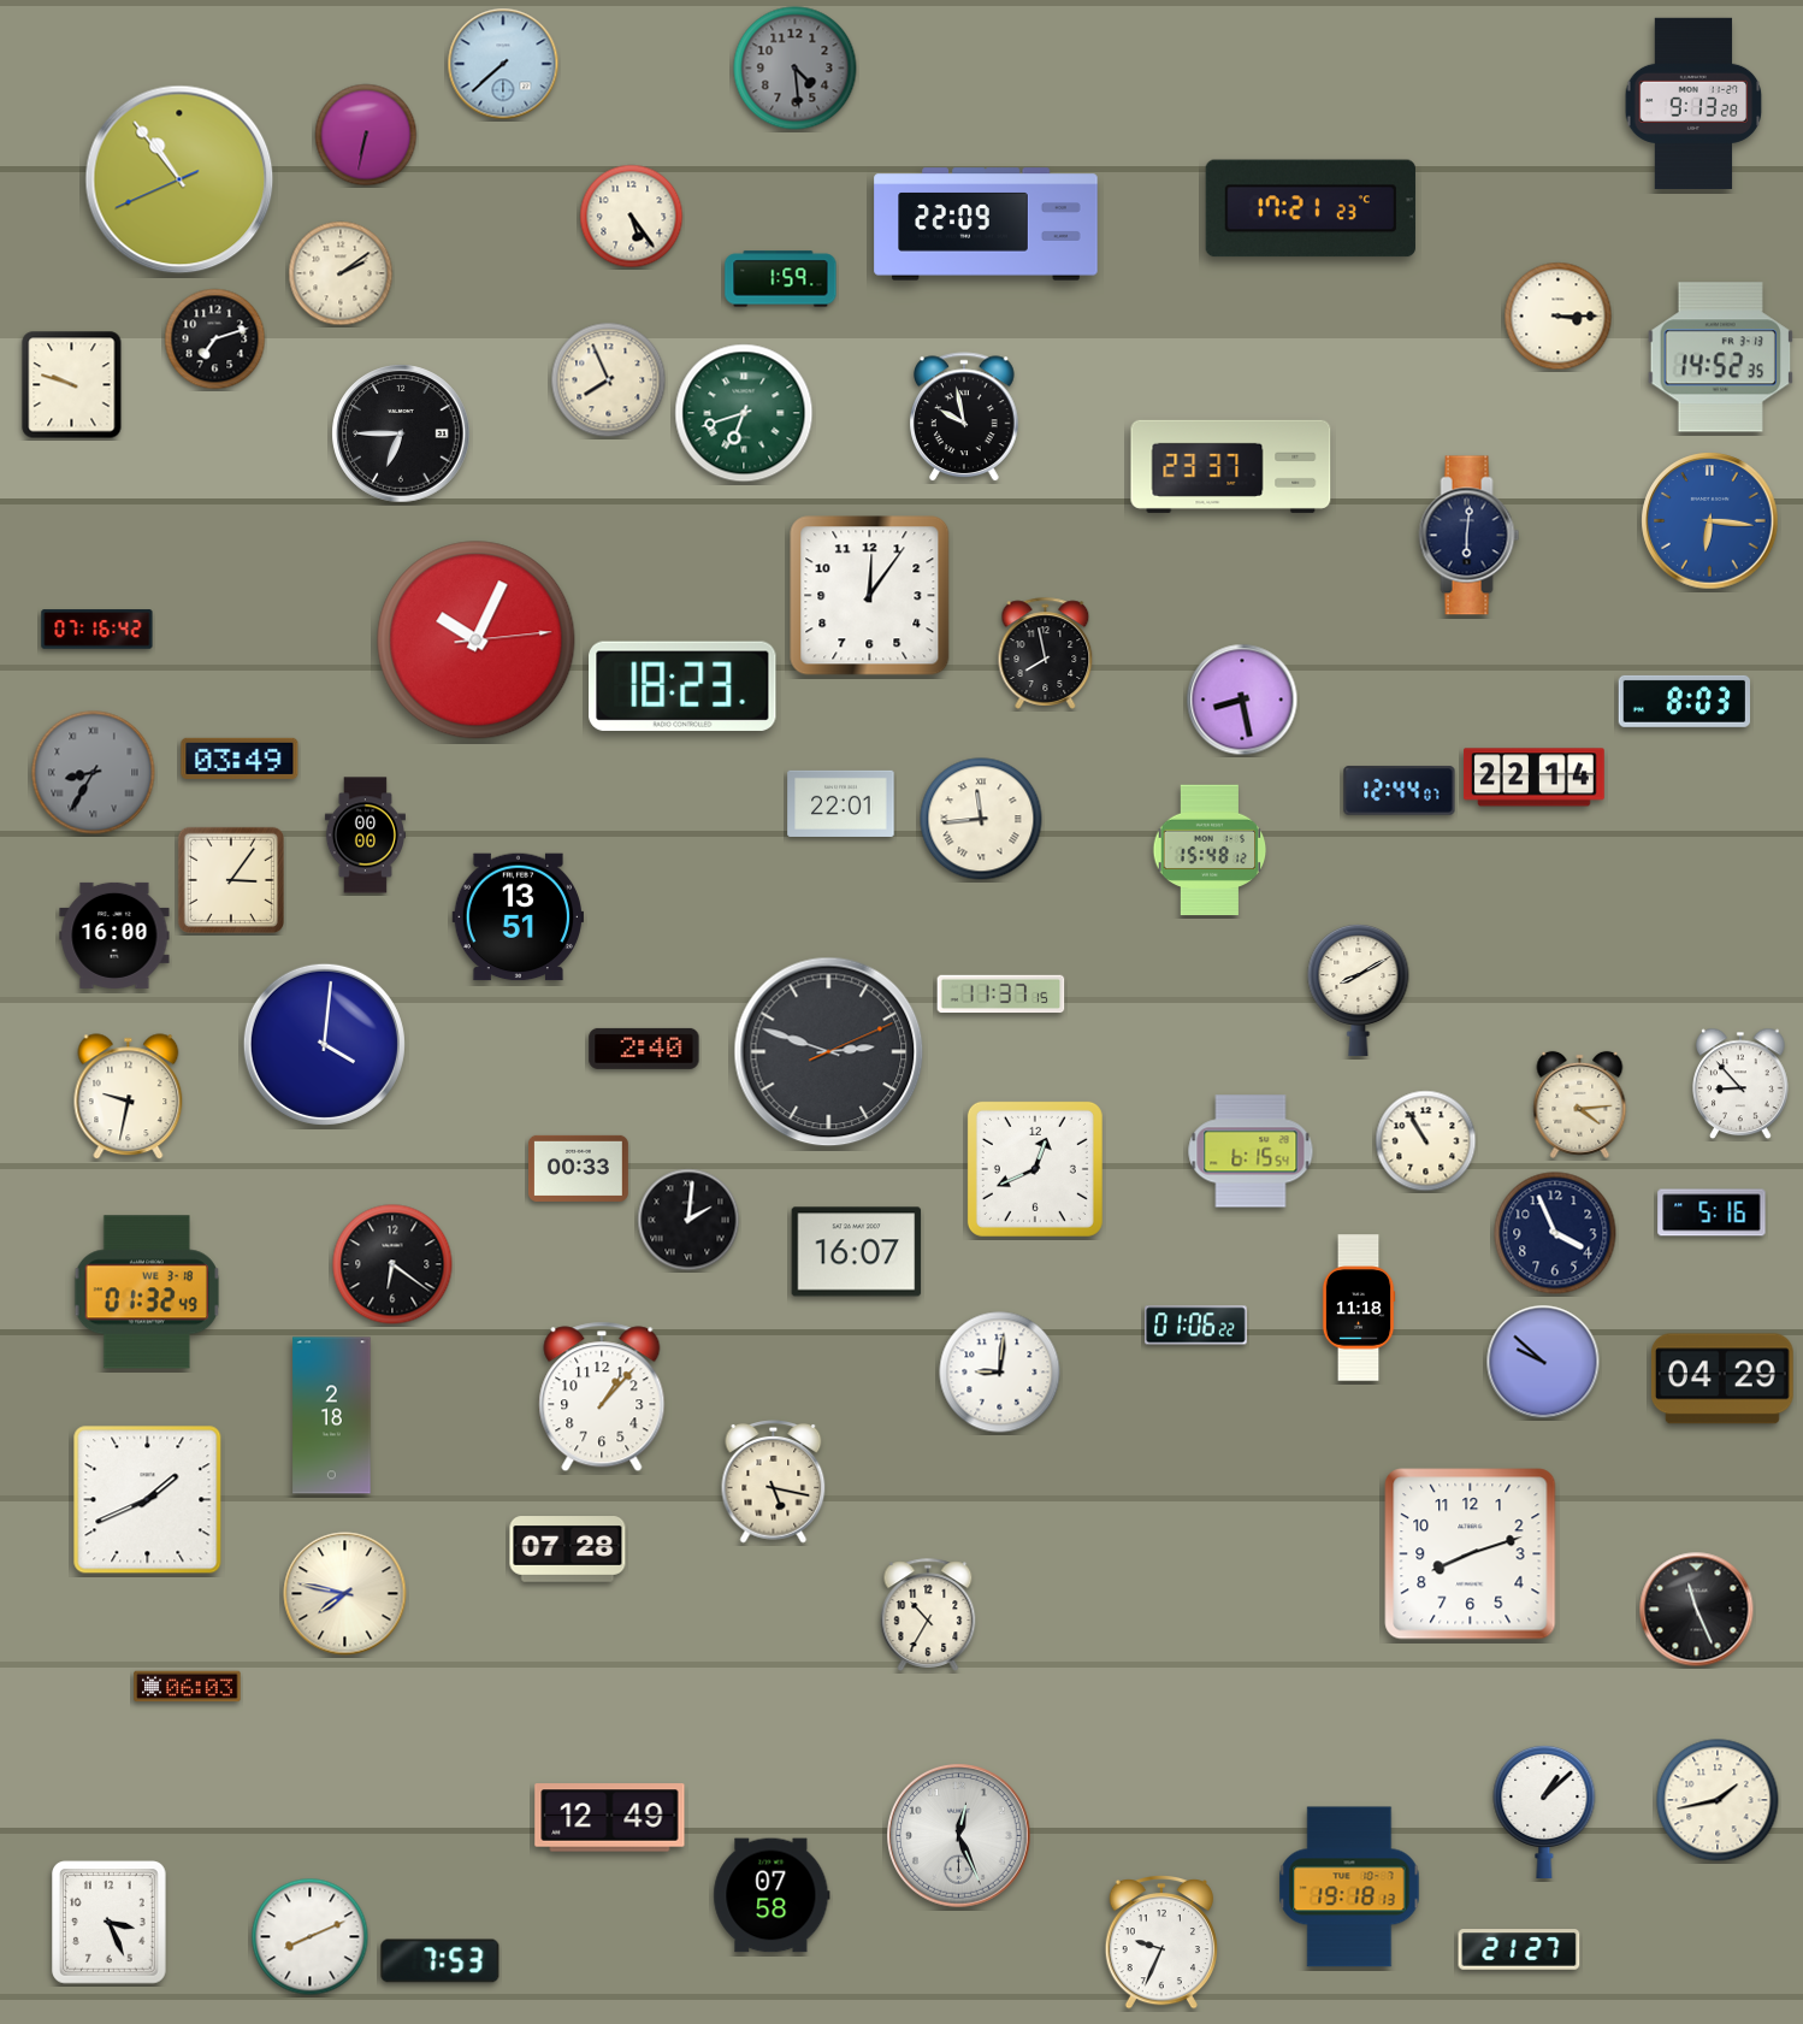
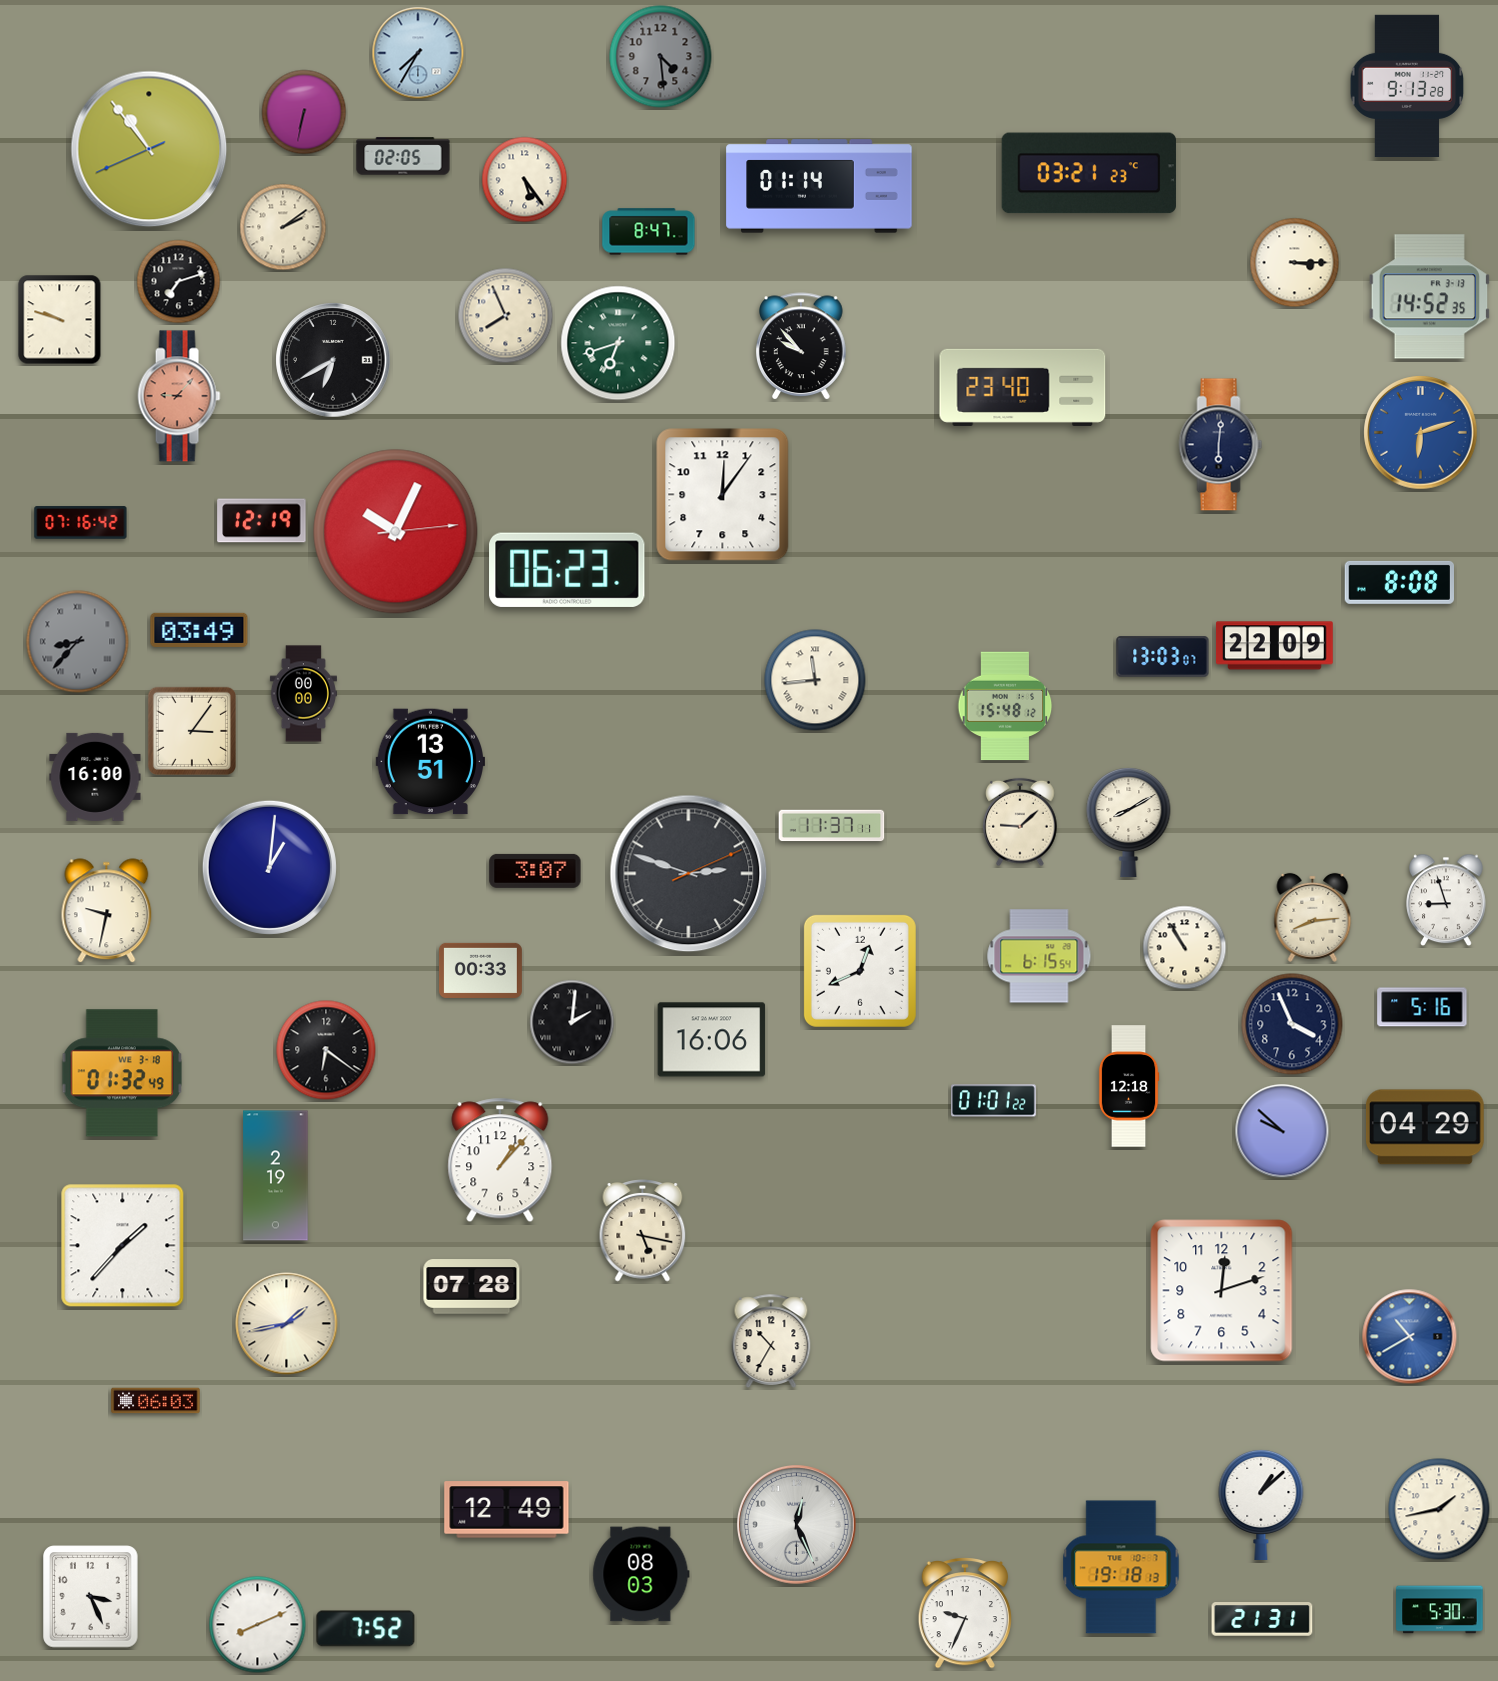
clock at (503, 64): 7:38 -> 7:35
clock at (403, 156): none -> 02:05
clock at (1311, 208): 17:21 -> 03:21
clock at (986, 224): 22:09 -> 01:14
clock at (781, 279): 1:59 -> 8:47
clock at (965, 418): 9:58 -> 9:53
clock at (401, 433): 6:45 -> 6:40
clock at (1231, 466): 23:37 -> 23:40
clock at (179, 396): none -> 9:07
clock at (1710, 521): 6:16 -> 6:12
clock at (262, 521): none -> 12:19
clock at (1046, 653): 7:58 -> none
clock at (682, 686): 18:23 -> 06:23
clock at (1242, 700): 8:28 -> none
clock at (1684, 701): 8:03 -> 8:08
clock at (94, 773): 8:35 -> 8:37
clock at (1533, 778): 22:14 -> 22:09
clock at (1400, 791): 12:44 -> 13:03
clock at (841, 803): 22:01 -> none
clock at (1020, 822): none -> 9:08
clock at (1001, 995): 11:37:15 -> 11:37:11
clock at (324, 1044): 4:01 -> 1:01
clock at (644, 1049): 2:40 -> 3:07
clock at (1742, 1084): 8:53 -> 8:57
clock at (1580, 1104): 4:14 -> 8:14
clock at (688, 1220) position: (688, 1220) -> (572, 1022)
clock at (857, 1252): 16:07 -> 16:06
clock at (1359, 1308): 11:18 -> 12:18
clock at (1196, 1326): 01:06 -> 01:01
clock at (1000, 1373): 9:01 -> none
clock at (1722, 1379) position: (1722, 1379) -> (1425, 1127)
clock at (332, 1416): 2:18 -> 2:19
clock at (148, 1500): 1:41 -> 1:37
clock at (1471, 1554): 8:12 -> 12:12
clock at (345, 1594): 7:47 -> 1:43
clock at (1697, 1610): 11:26 -> 10:40
clock at (1697, 1610) dial: black -> blue
clock at (1718, 1800) position: (1718, 1800) -> (1439, 1509)
clock at (1544, 1811) position: (1544, 1811) -> (1261, 1504)
clock at (772, 1895): 07:58 -> 08:03
clock at (311, 1937) position: (311, 1937) -> (258, 1625)
clock at (1440, 1610): none -> 5:30
clock at (1519, 1949): 21:27 -> 21:31
clock at (441, 1961): 7:53 -> 7:52
